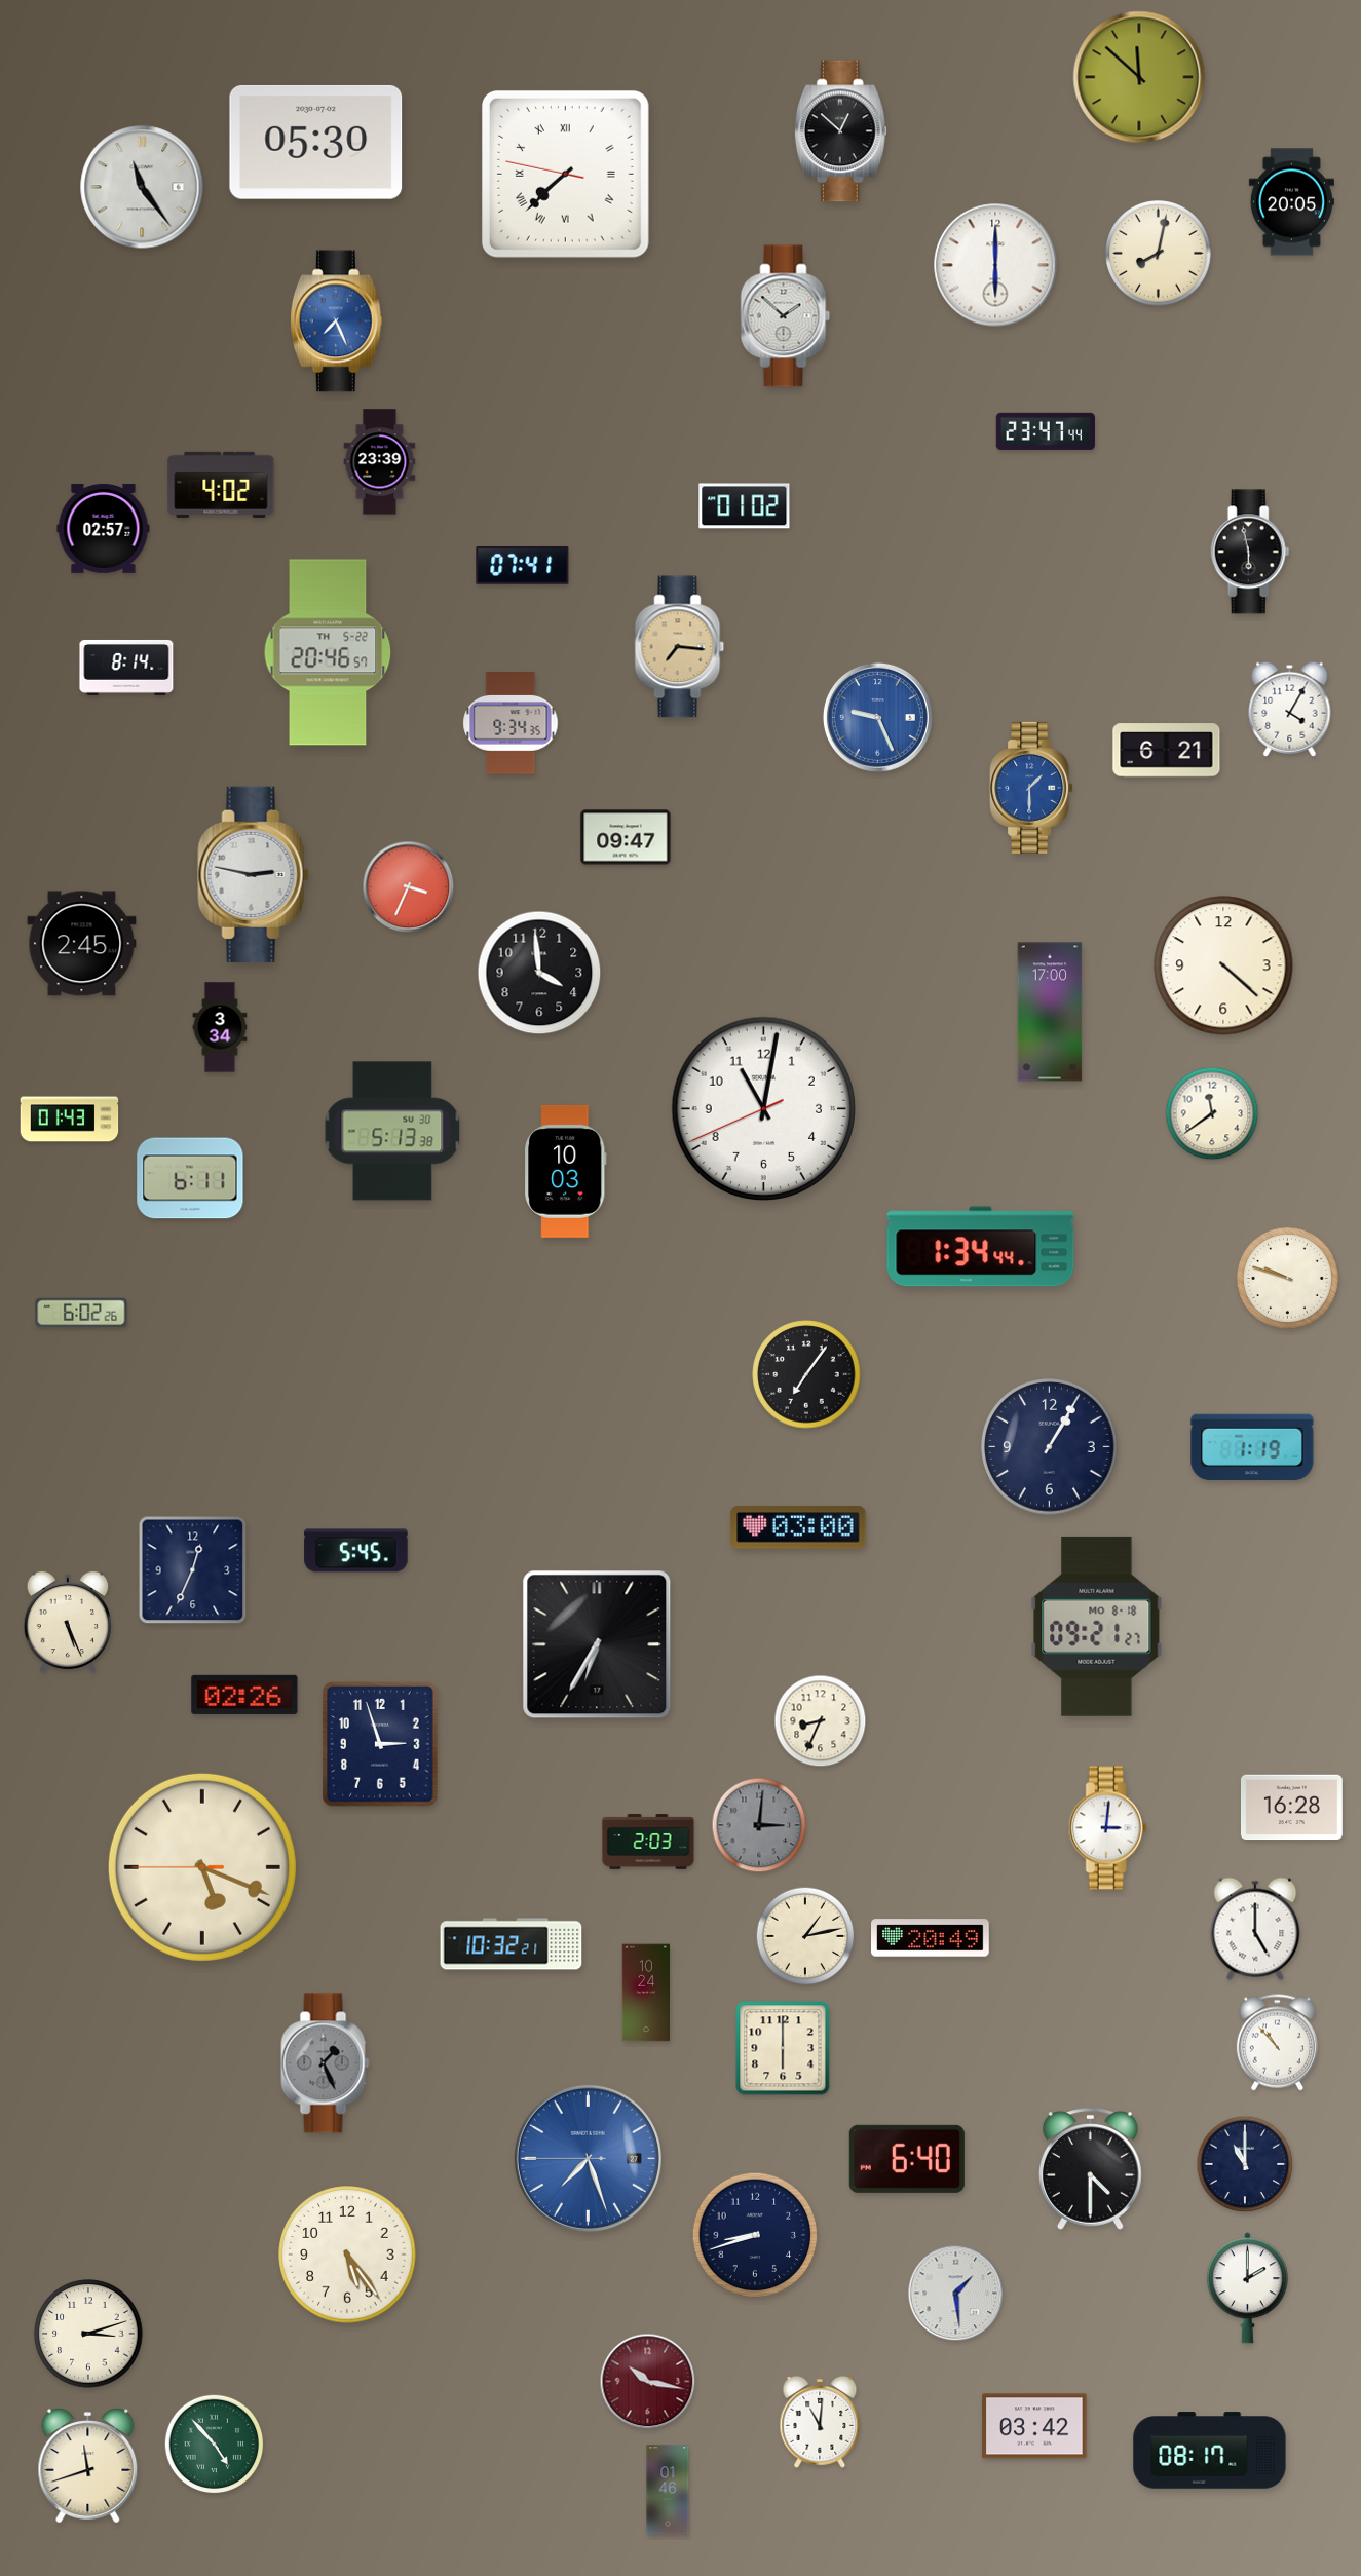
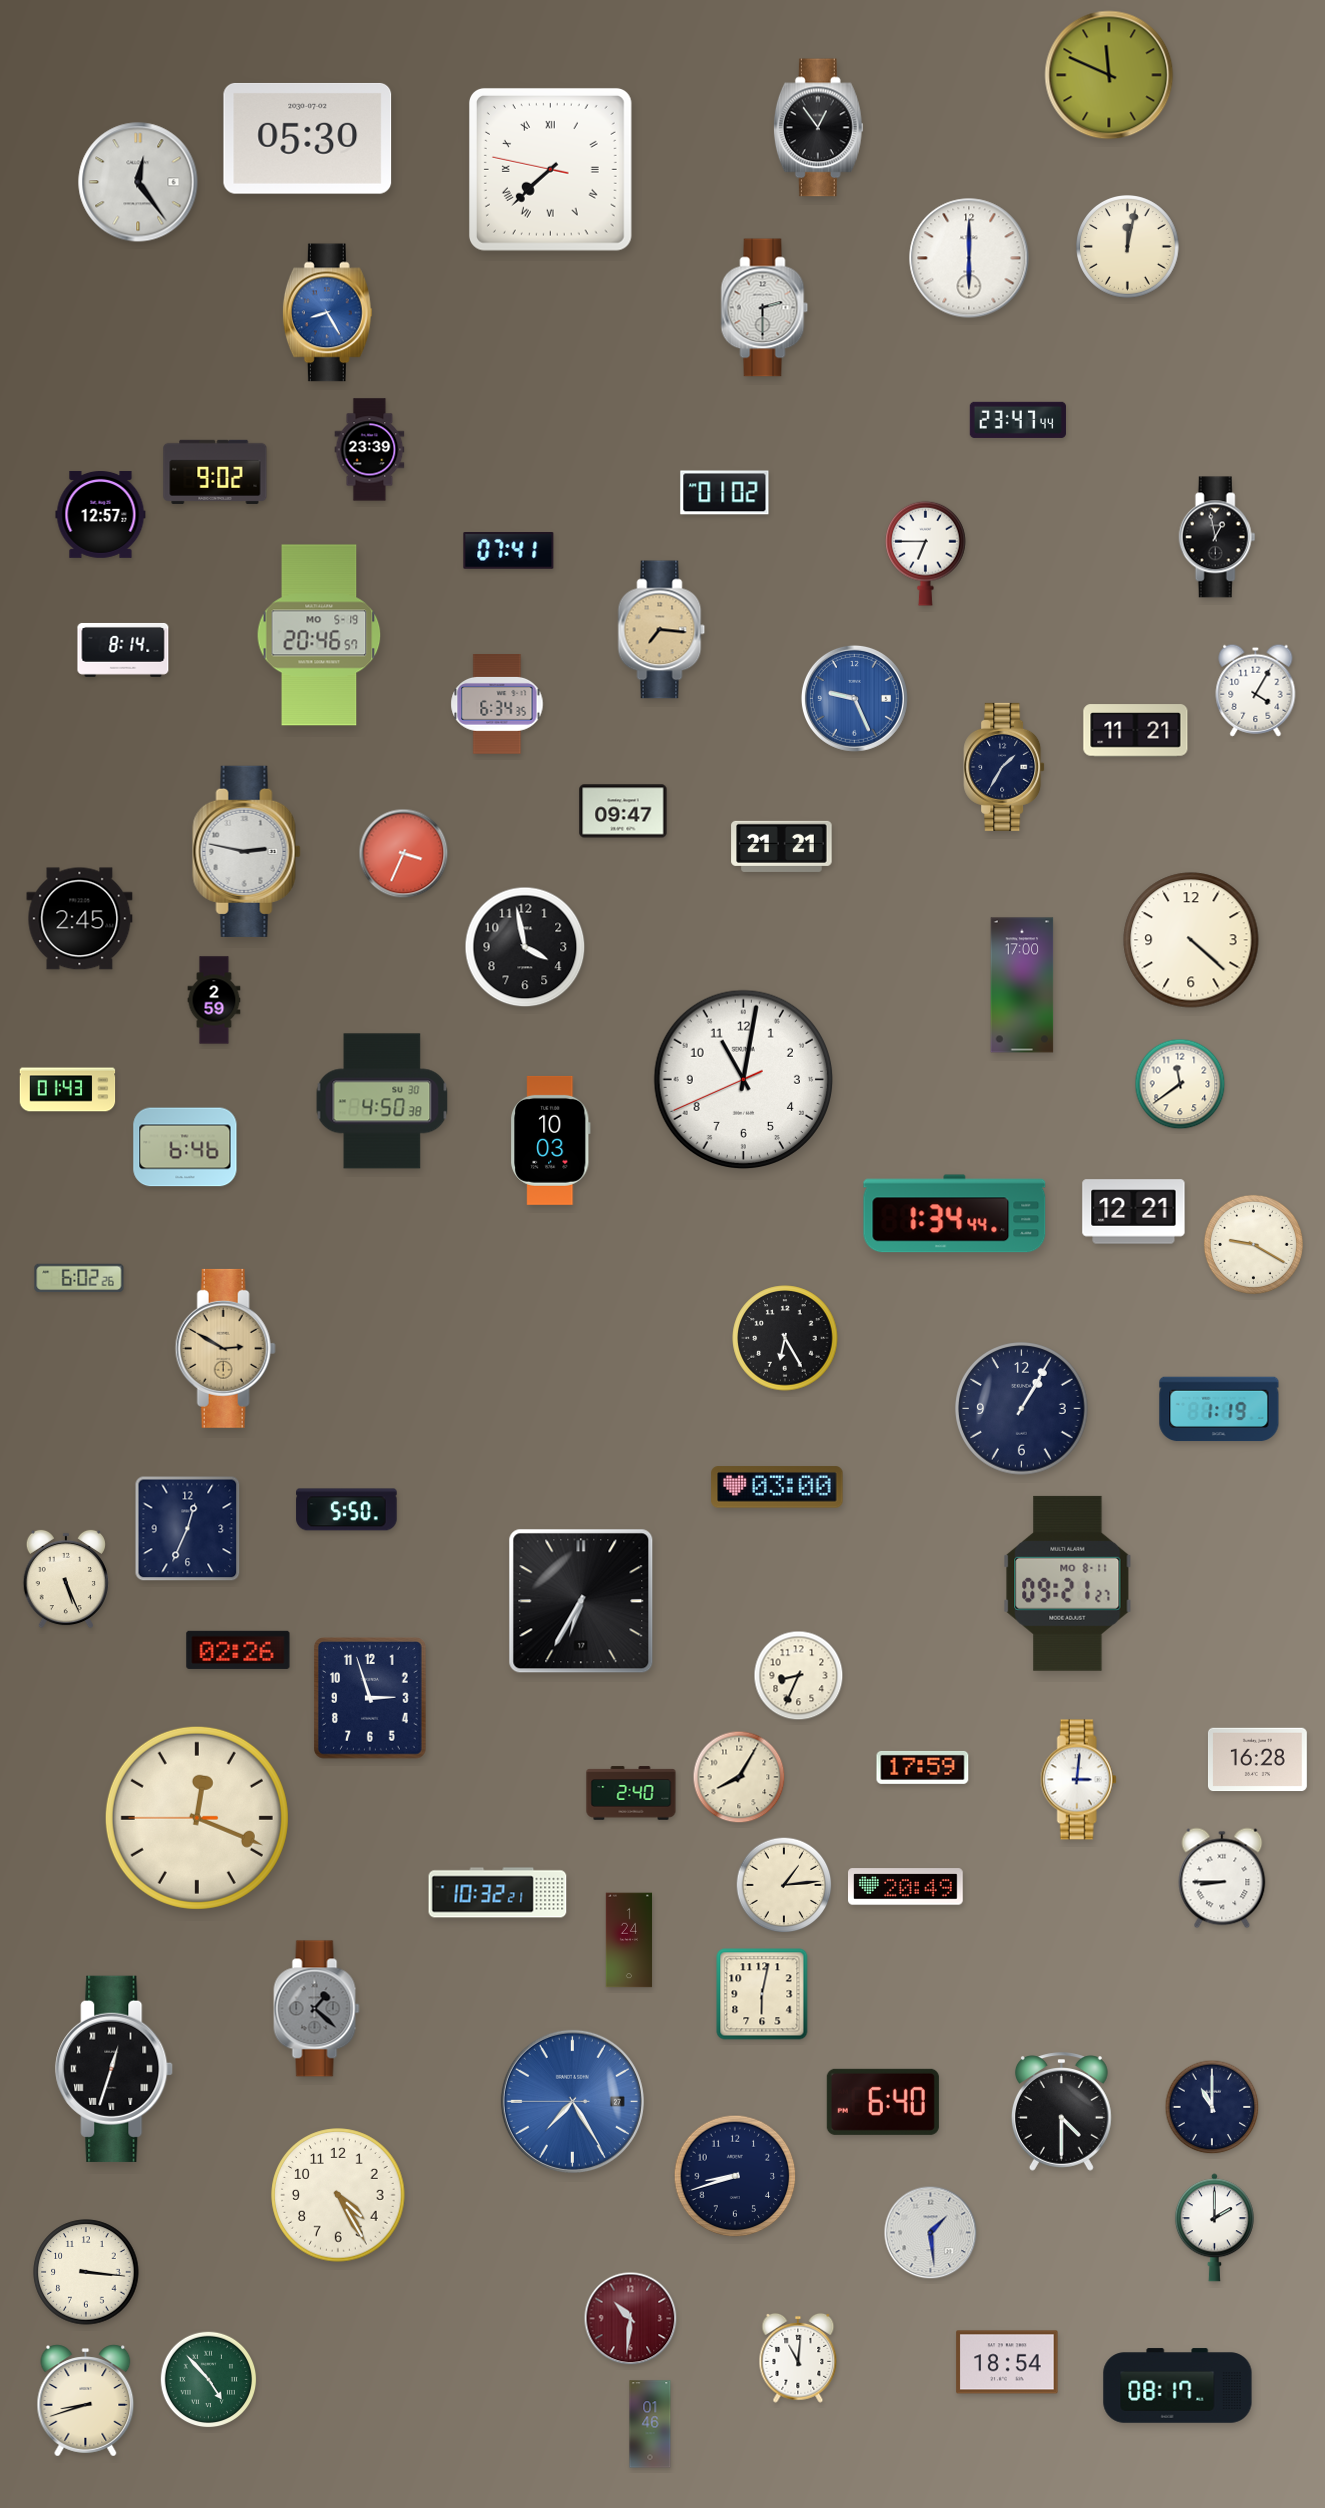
clock at (1139, 77): 11:52 -> 11:49
clock at (840, 131): 12:52 -> 12:54
clock at (142, 187): 11:24 -> 12:24
clock at (1291, 202): 20:05 -> none
clock at (1159, 254): 8:02 -> 12:02
clock at (786, 316): 1:52 -> 2:30
clock at (336, 321): 7:26 -> 8:25
clock at (221, 485): 4:02 -> 9:02
clock at (104, 529): 02:57 -> 12:57
clock at (1250, 552): 5:58 -> 12:58
clock at (926, 553): none -> 6:45
clock at (328, 652) date: TH 5-22 -> MO 5-19
clock at (511, 724): 9:34 -> 6:34
clock at (1167, 751): 6:21 -> 11:21
clock at (1031, 788): 1:30 -> 1:35
clock at (1031, 788) dial: blue -> navy
clock at (626, 837) position: (626, 837) -> (623, 811)
clock at (782, 846): none -> 21:21
clock at (409, 887) position: (409, 887) -> (404, 854)
clock at (539, 973): 3:59 -> 3:58
clock at (220, 1027): 3:34 -> 2:59
clock at (392, 1131): 5:13 -> 4:50
clock at (190, 1178): 6:11 -> 6:46
clock at (1134, 1212): none -> 12:21
clock at (1287, 1278): 9:48 -> 9:20
clock at (806, 1374): 7:06 -> 6:25
clock at (225, 1348): none -> 2:50
clock at (356, 1551): 5:45 -> 5:50
clock at (1097, 1626) date: MO 8-18 -> MO 8-11
clock at (923, 1767): none -> 17:59
clock at (759, 1825): 3:01 -> 8:05
clock at (759, 1825) dial: grey -> cream
clock at (648, 1842): 2:03 -> 2:40
clock at (202, 1867): 5:18 -> 12:18
clock at (1255, 1929): 5:00 -> 8:45
clock at (805, 1936): 1:13 -> 1:14
clock at (646, 1993): 10:24 -> 1:24
clock at (1277, 2043): 10:53 -> none
clock at (783, 2048): 6:00 -> 6:02
clock at (326, 2063): 1:26 -> 1:22
clock at (115, 2069): none -> 12:33
clock at (588, 2158): 7:26 -> 7:24
clock at (347, 2255): 5:24 -> 4:25
clock at (88, 2334): 3:12 -> 3:16
clock at (648, 2382): 10:17 -> 10:31
clock at (1034, 2426): 03:42 -> 18:54
clock at (88, 2466): 11:42 -> 8:42
